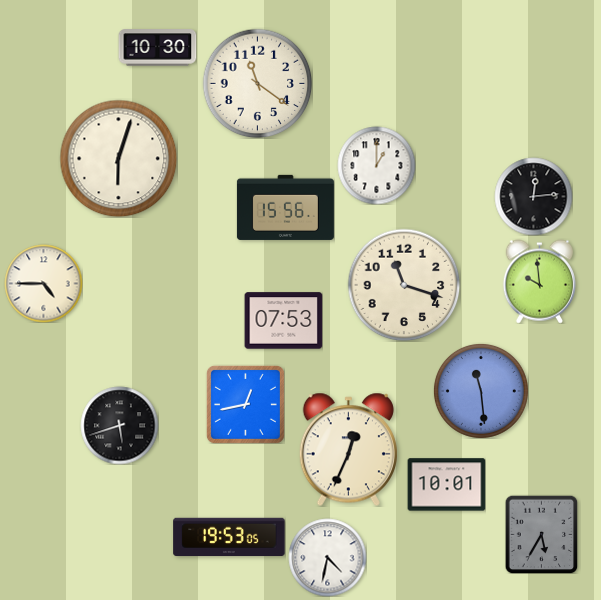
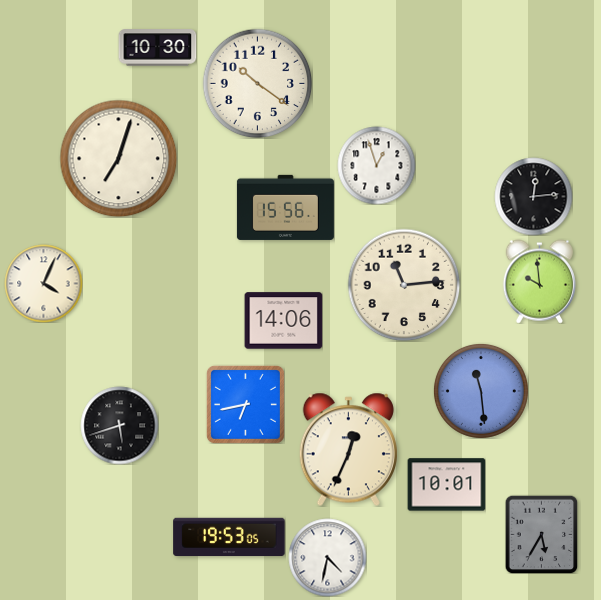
clock at (257, 83): 11:21 -> 10:21
clock at (118, 158): 6:03 -> 7:03
clock at (376, 165): 1:00 -> 12:57
clock at (43, 283): 4:45 -> 4:04
clock at (404, 285): 11:18 -> 11:14
clock at (283, 321): 07:53 -> 14:06
clock at (245, 404): 12:43 -> 6:43
